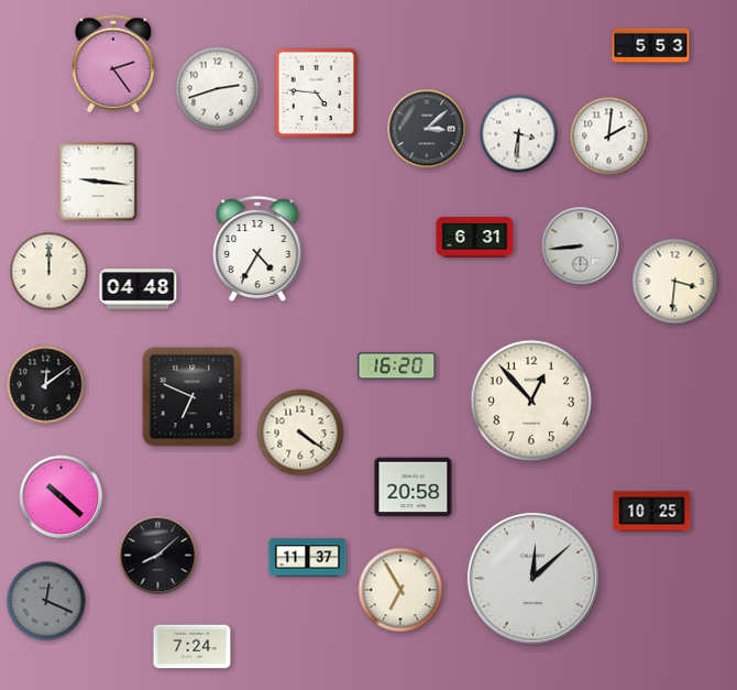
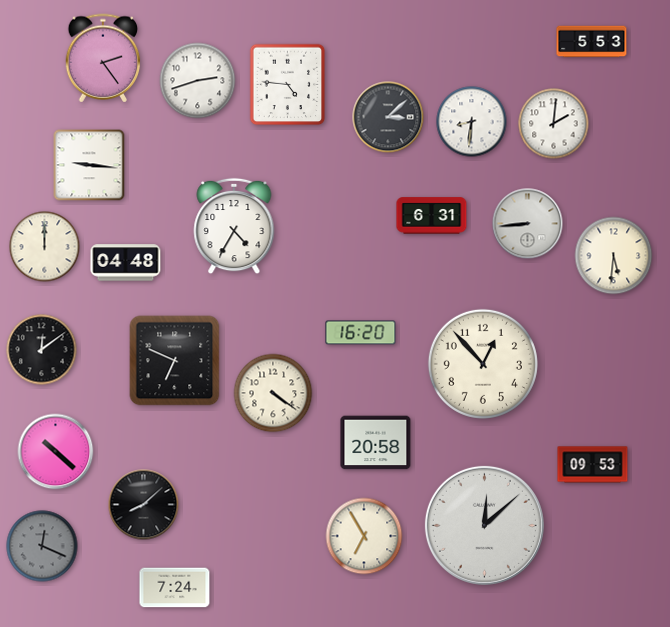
clock at (519, 134): 3:31 -> 8:31
clock at (675, 282): 3:31 -> 5:31
clock at (652, 512): 10:25 -> 09:53
clock at (308, 558): 11:37 -> none
